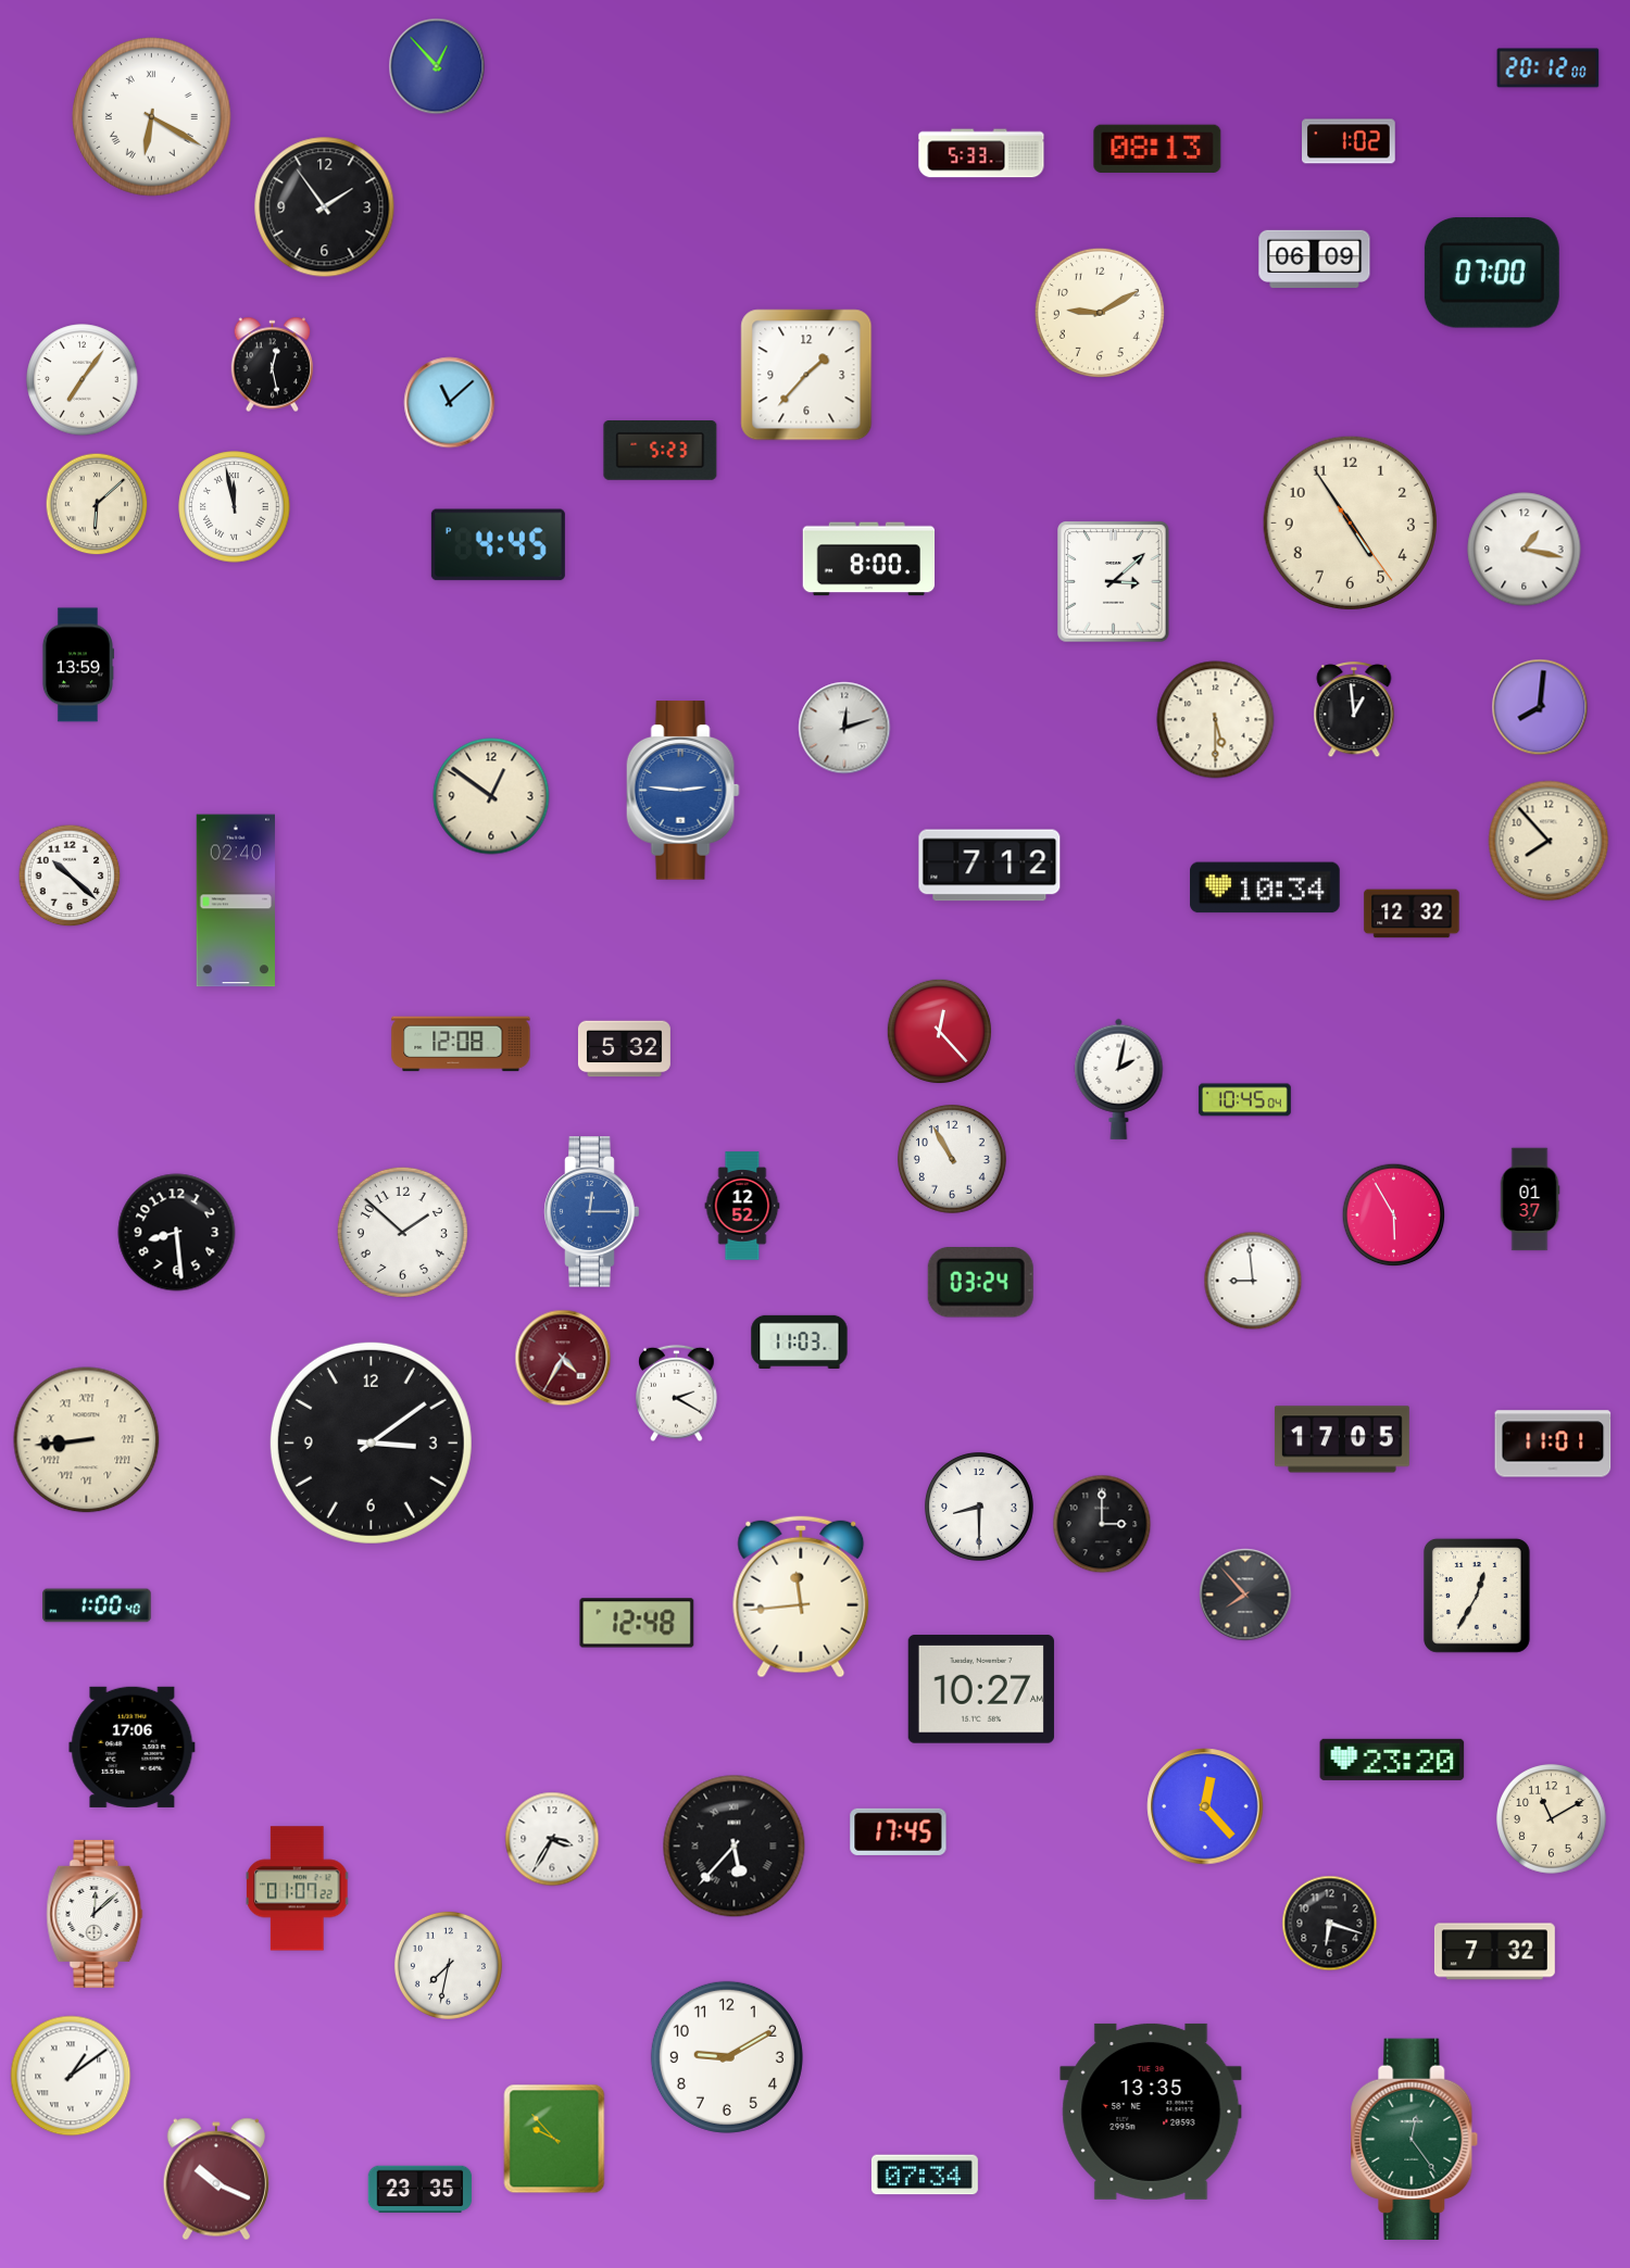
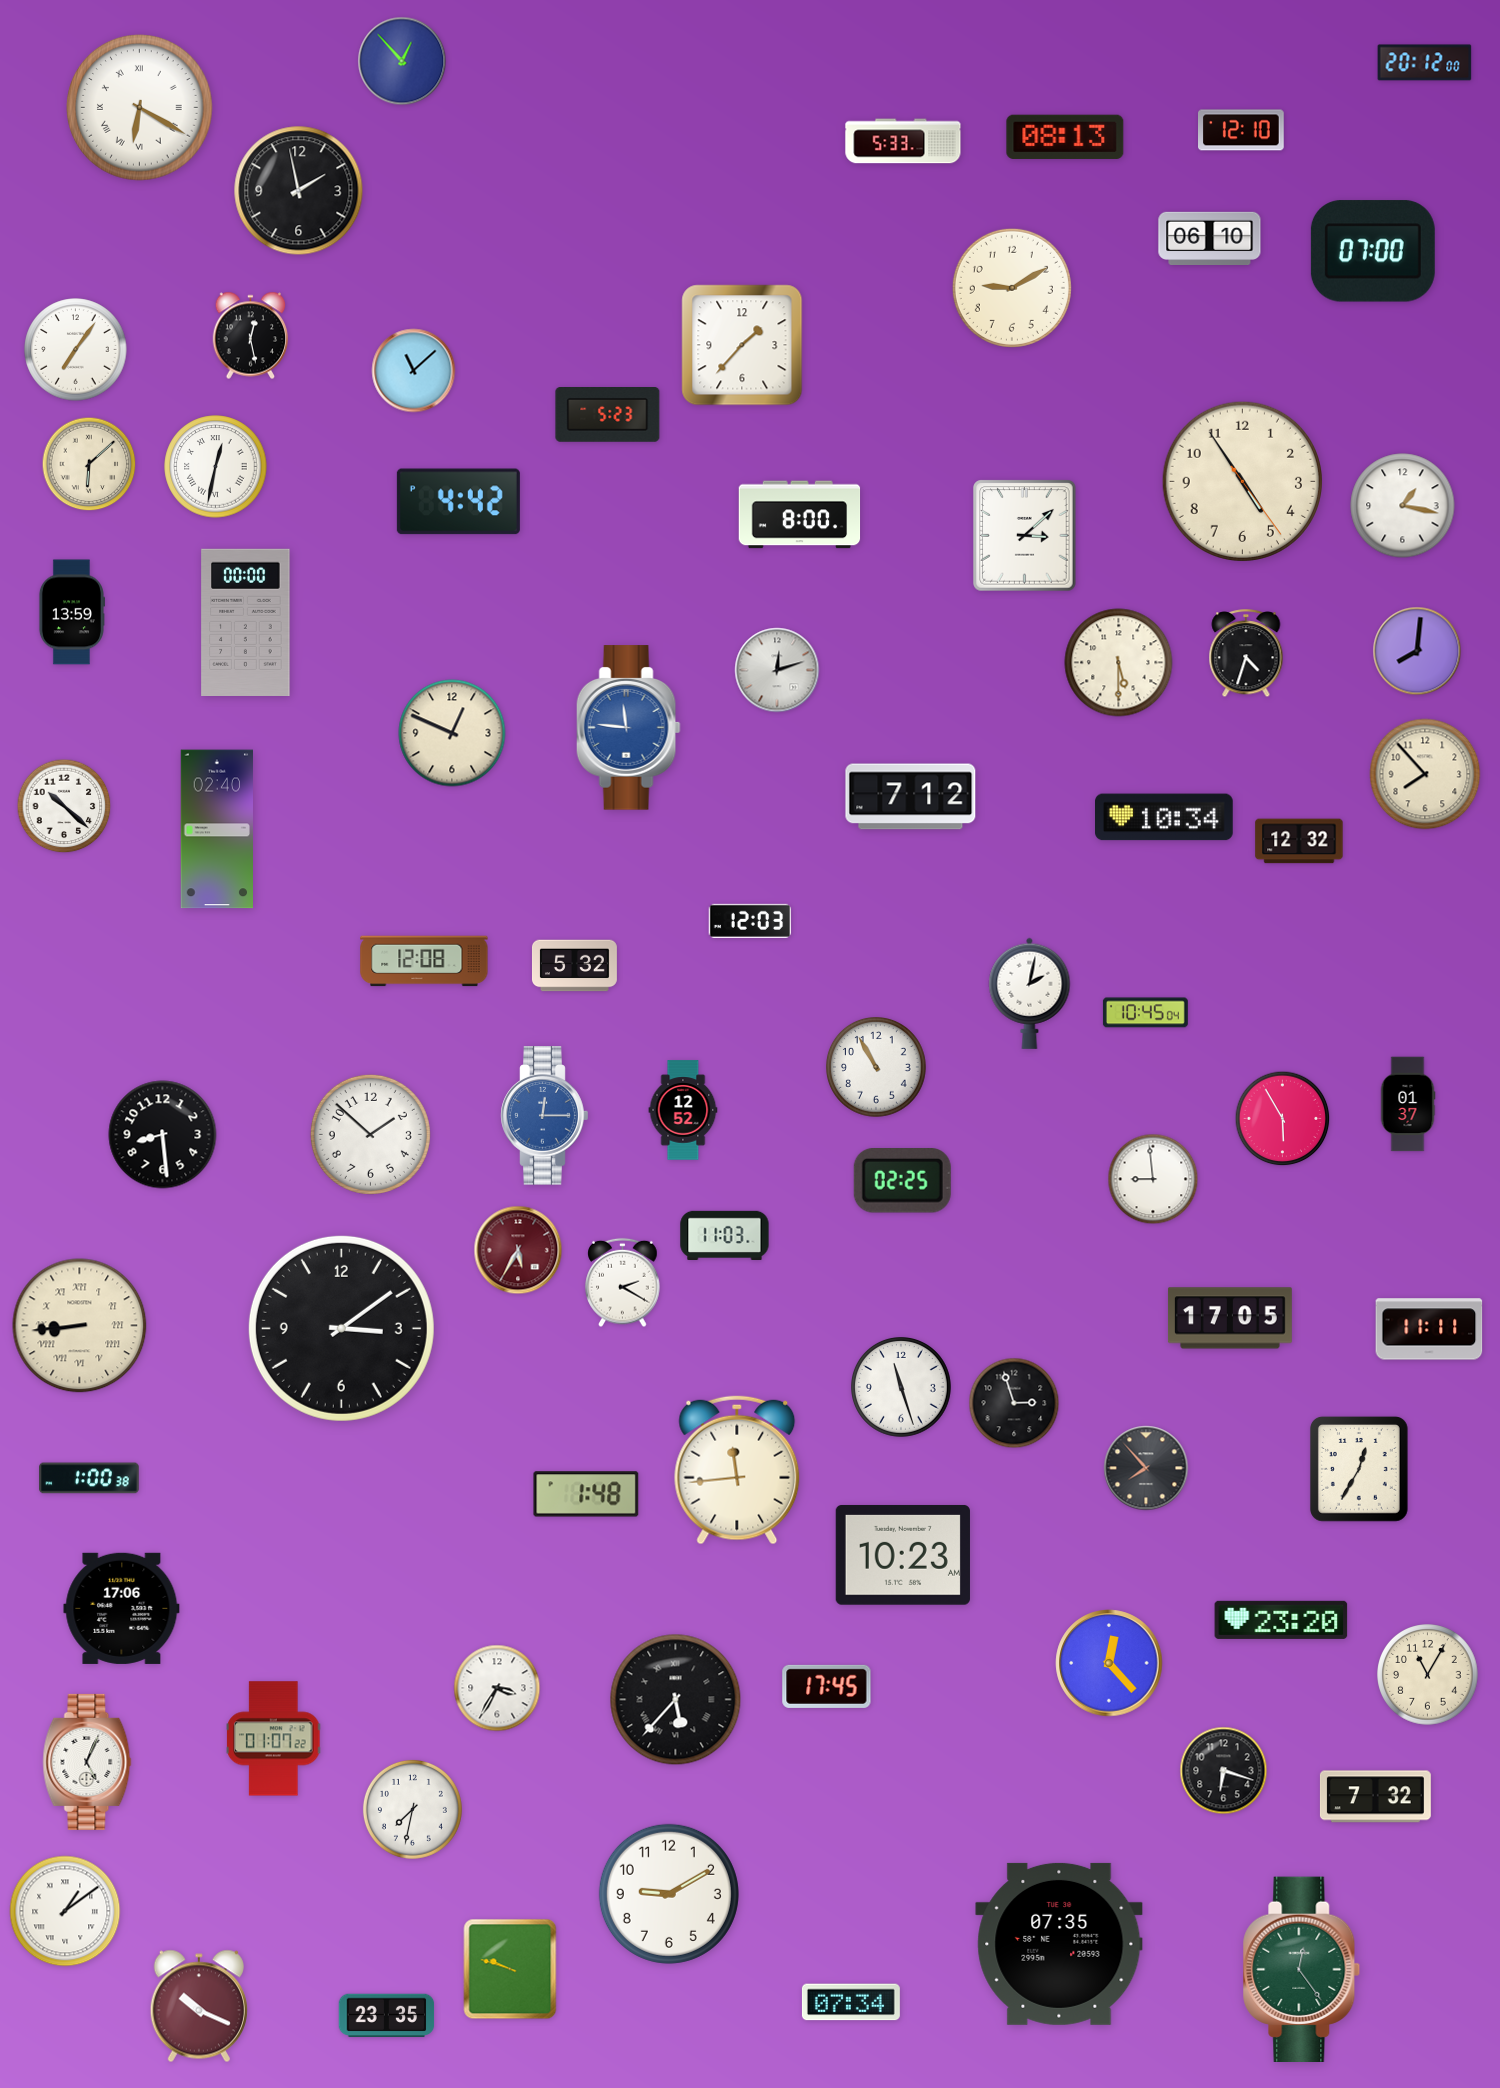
clock at (1350, 141): 1:02 -> 12:10
clock at (325, 207): 1:54 -> 1:58
clock at (1315, 259): 06:09 -> 06:10
clock at (235, 507): 11:58 -> 12:32
clock at (498, 545): 4:45 -> 4:42
clock at (246, 622): none -> 00:00
clock at (1354, 710): 12:59 -> 4:33
clock at (682, 791): 2:46 -> 11:46
clock at (491, 796): 12:51 -> 12:49
clock at (750, 921): none -> 12:03
clock at (939, 1031): 12:23 -> none
clock at (980, 1283): 03:24 -> 02:25
clock at (800, 1341) position: (800, 1341) -> (725, 1235)
clock at (563, 1358): 4:35 -> 5:35
clock at (1342, 1439) position: (1342, 1439) -> (1230, 1318)
clock at (1553, 1444): 11:01 -> 11:11
clock at (980, 1508): 8:30 -> 11:27
clock at (1102, 1524): 3:00 -> 2:57
clock at (97, 1605): 1:00:40 -> 1:00:38
clock at (637, 1623): 12:48 -> 1:48
clock at (981, 1689): 10:27 -> 10:23
clock at (1552, 1819): 11:10 -> 11:05
clock at (552, 1839) position: (552, 1839) -> (497, 1688)
clock at (95, 1914): 12:08 -> 5:04
clock at (1151, 2112): 13:35 -> 07:35
clock at (554, 2139): 9:53 -> 9:48
